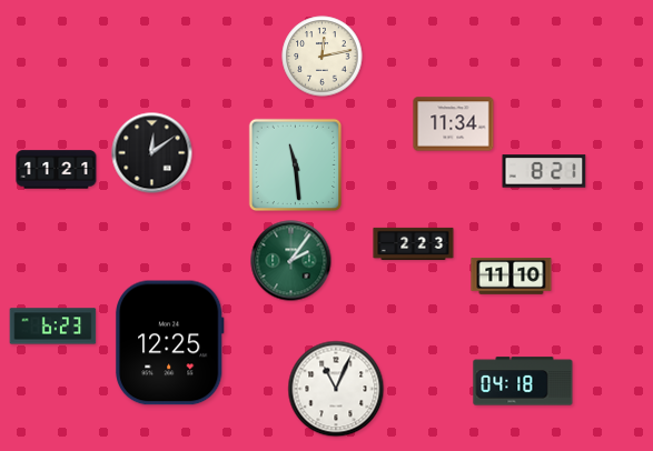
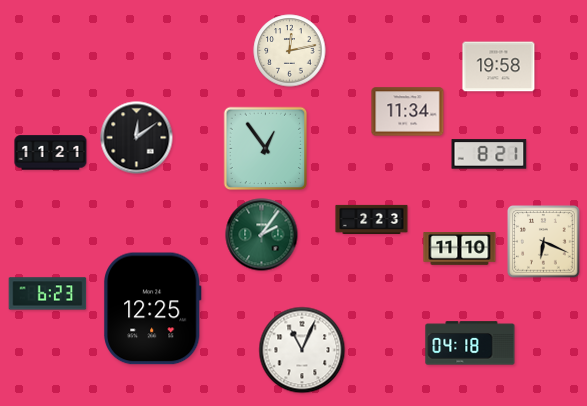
clock at (499, 67): none -> 19:58
clock at (296, 166): 11:29 -> 12:54
clock at (544, 242): none -> 6:19
